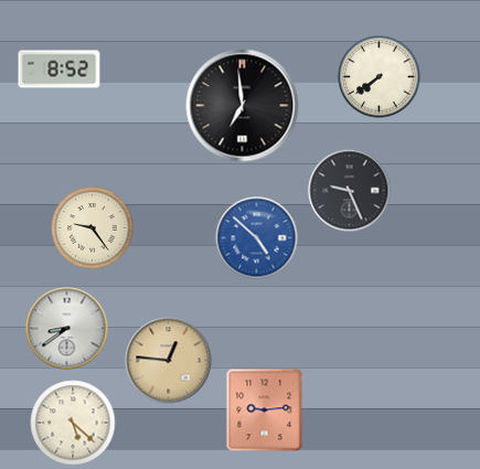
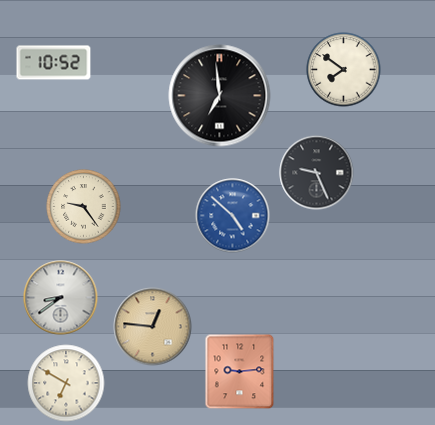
clock at (60, 70): 8:52 -> 10:52
clock at (380, 77): 7:39 -> 7:51
clock at (73, 423): 5:22 -> 6:50
